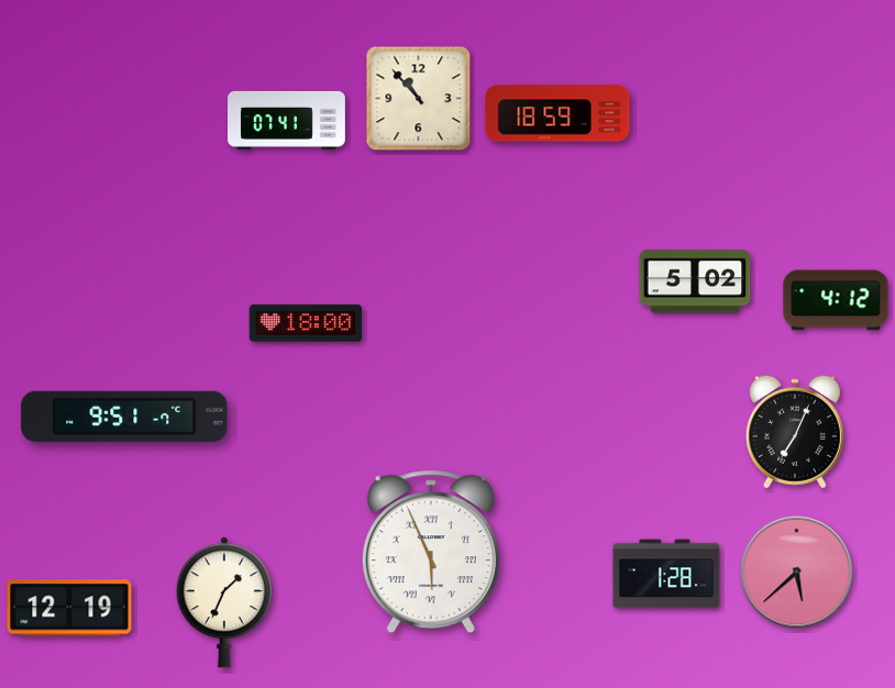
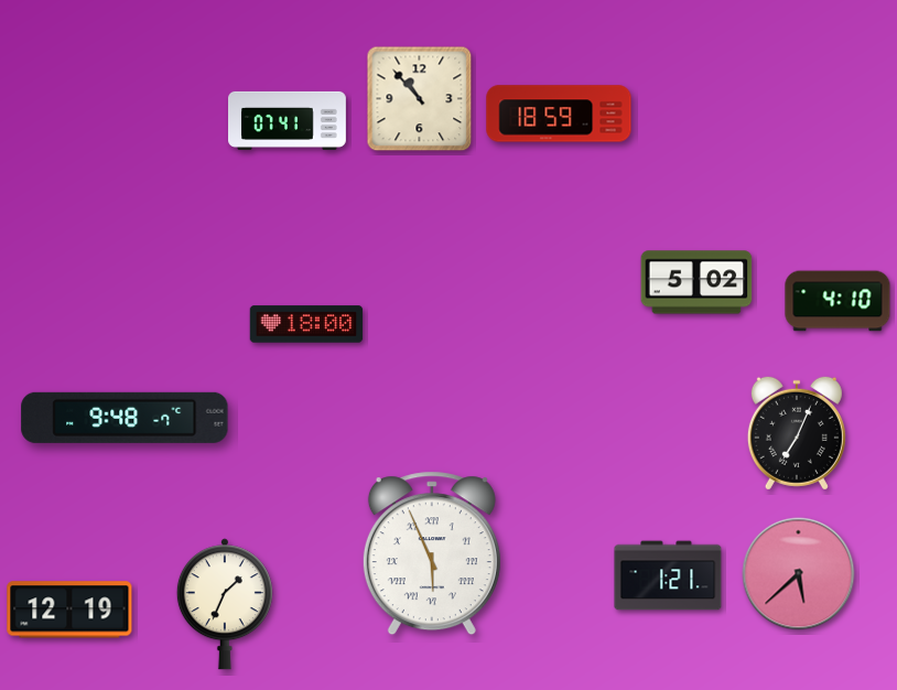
clock at (836, 300): 4:12 -> 4:10
clock at (124, 417): 9:51 -> 9:48
clock at (666, 574): 1:28 -> 1:21
